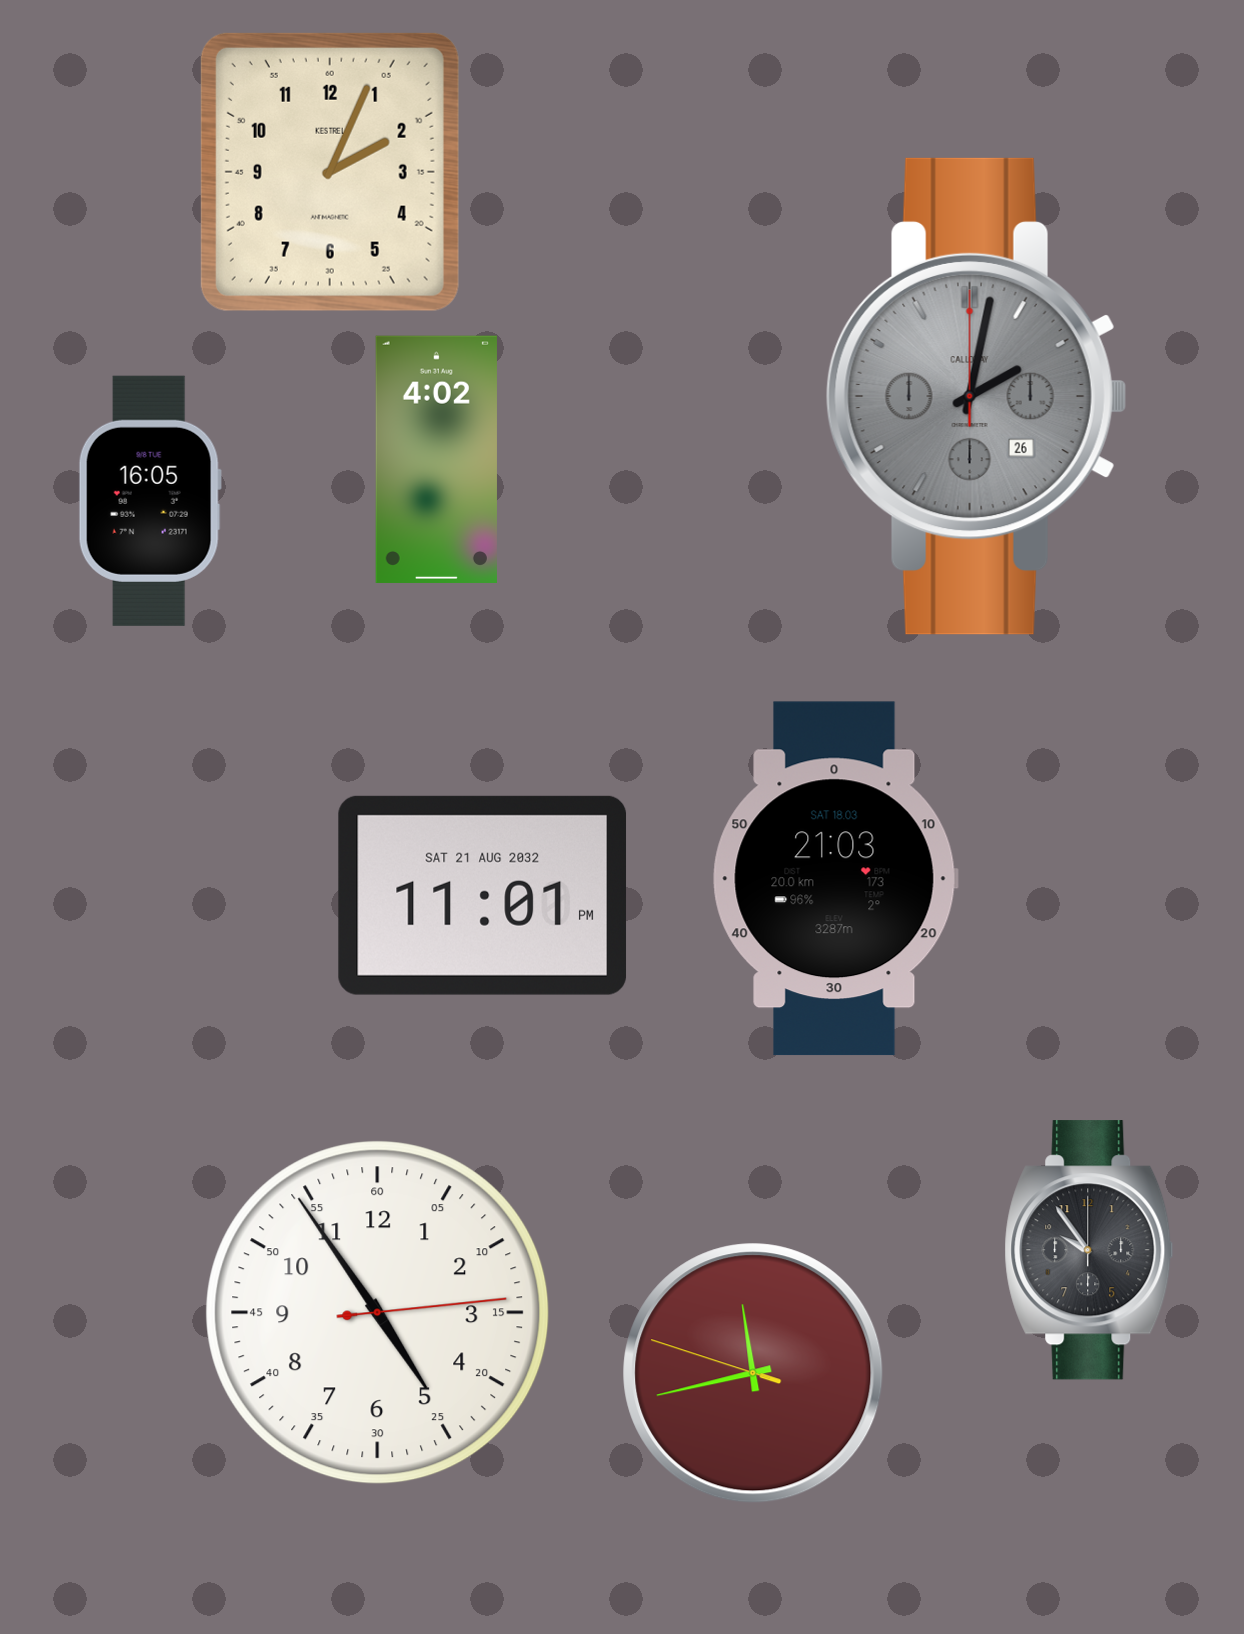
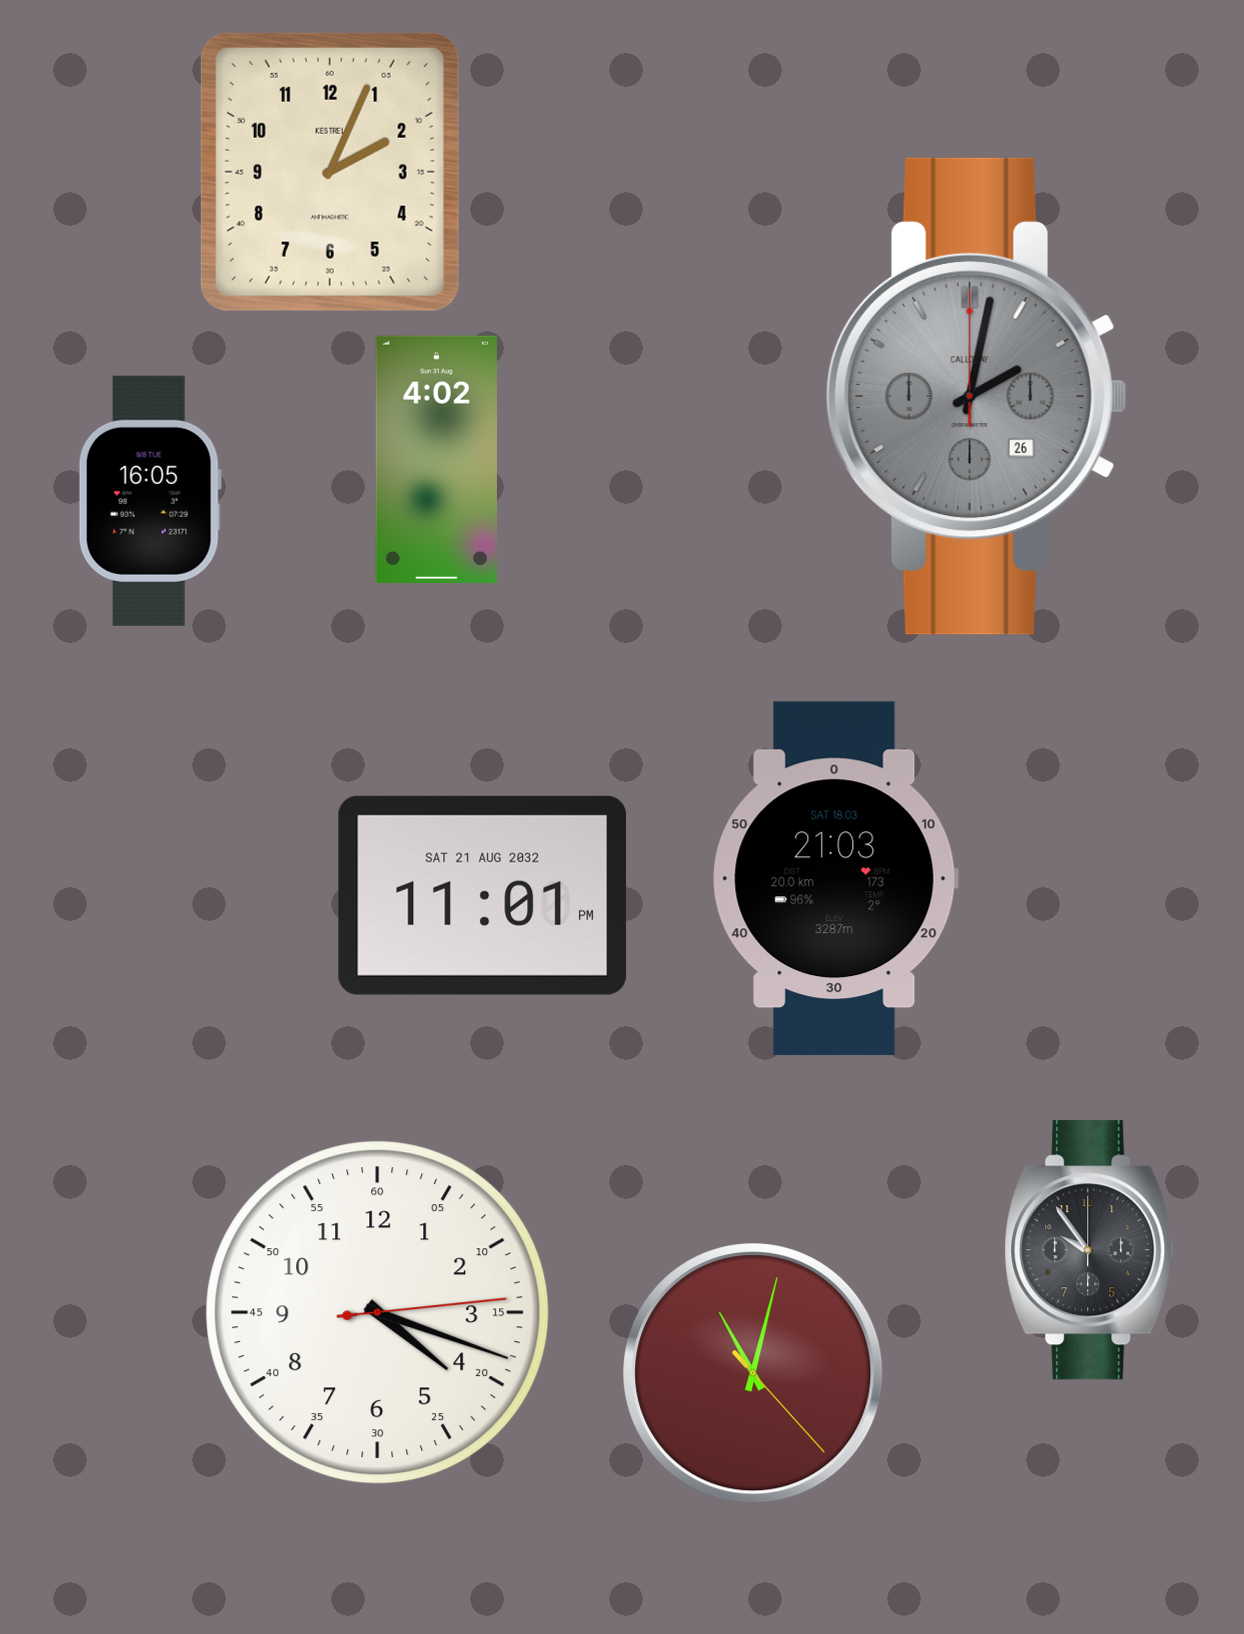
clock at (378, 1313): 4:54 -> 4:18
clock at (753, 1373): 11:42 -> 11:02
